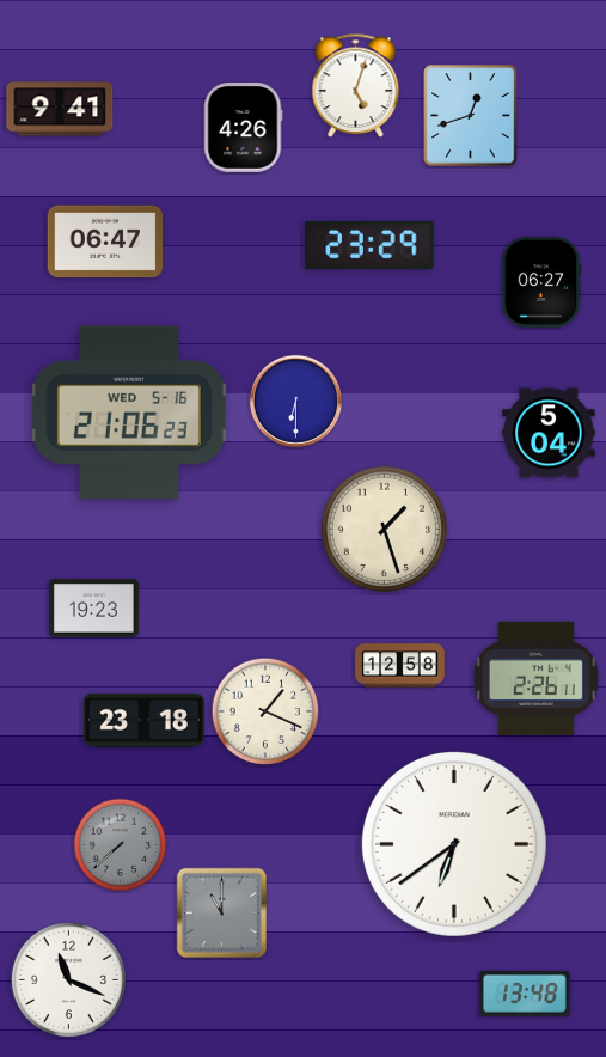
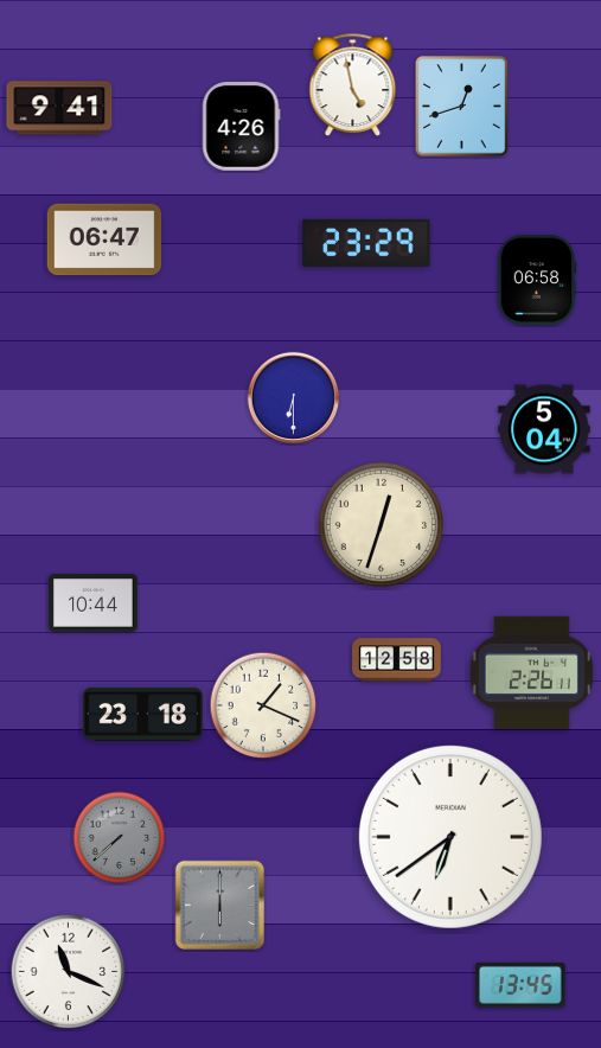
clock at (356, 86): 5:03 -> 4:58
clock at (471, 116) position: (471, 116) -> (462, 107)
clock at (541, 282): 06:27 -> 06:58
clock at (129, 411): 21:06 -> none
clock at (384, 528): 1:27 -> 12:33
clock at (94, 609): 19:23 -> 10:44
clock at (222, 914): 11:00 -> 6:00
clock at (525, 994): 13:48 -> 13:45
